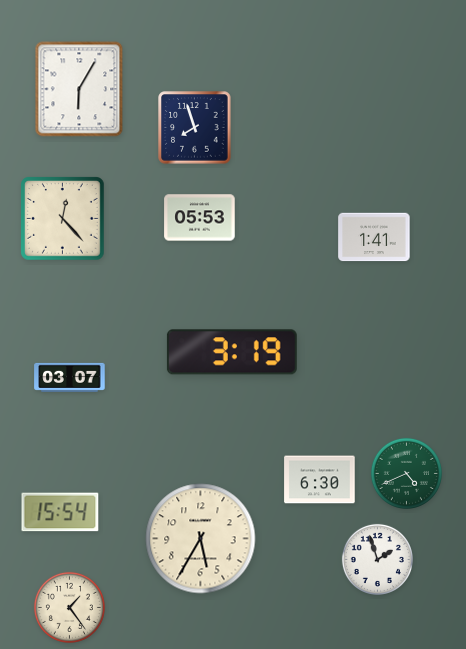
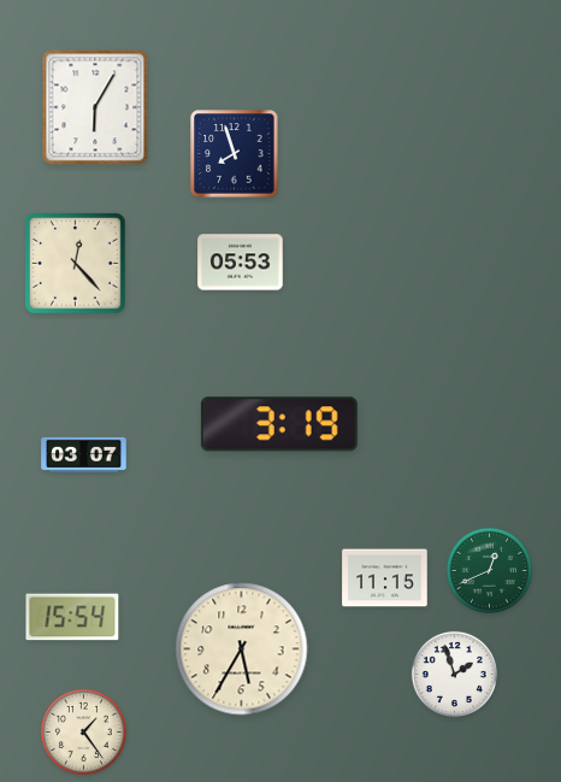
clock at (374, 237): 1:41 -> none
clock at (406, 473): 4:41 -> 12:41
clock at (320, 480): 6:30 -> 11:15
